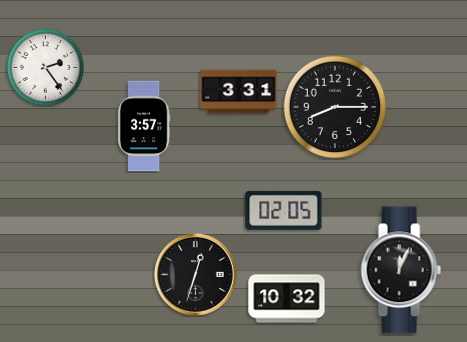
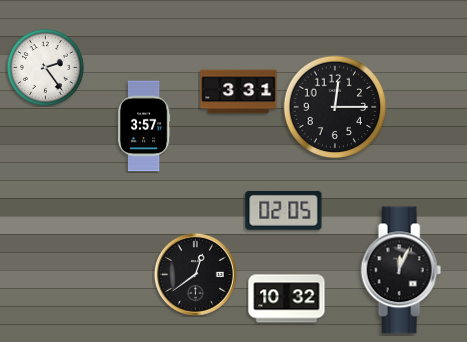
clock at (335, 107): 8:15 -> 12:15
clock at (195, 274): 12:33 -> 12:39
